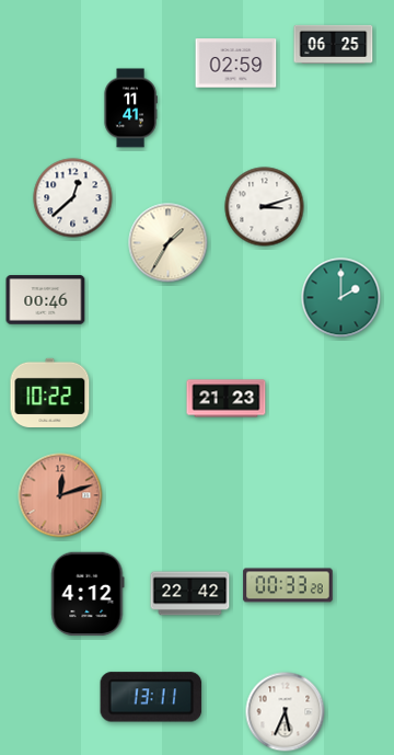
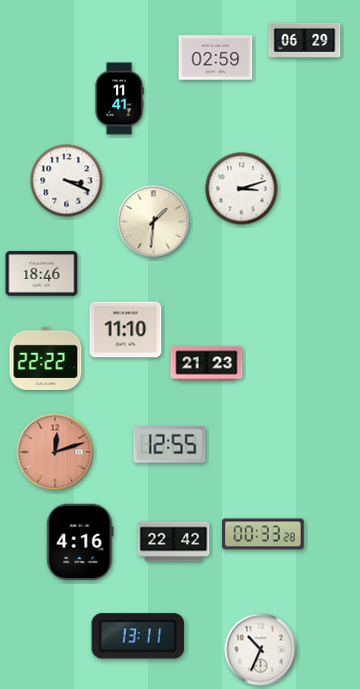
clock at (334, 44): 06:25 -> 06:29
clock at (73, 198): 12:38 -> 3:19
clock at (169, 243): 1:35 -> 1:31
clock at (341, 298): 2:00 -> none
clock at (46, 300): 00:46 -> 18:46
clock at (126, 330): none -> 11:10
clock at (50, 392): 10:22 -> 22:22
clock at (170, 445): none -> 12:55
clock at (88, 594): 4:12 -> 4:16
clock at (286, 712): 5:34 -> 10:34
